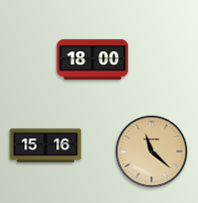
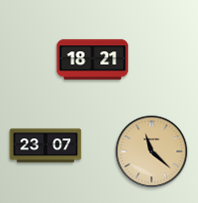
clock at (93, 60): 18:00 -> 18:21
clock at (46, 146): 15:16 -> 23:07
